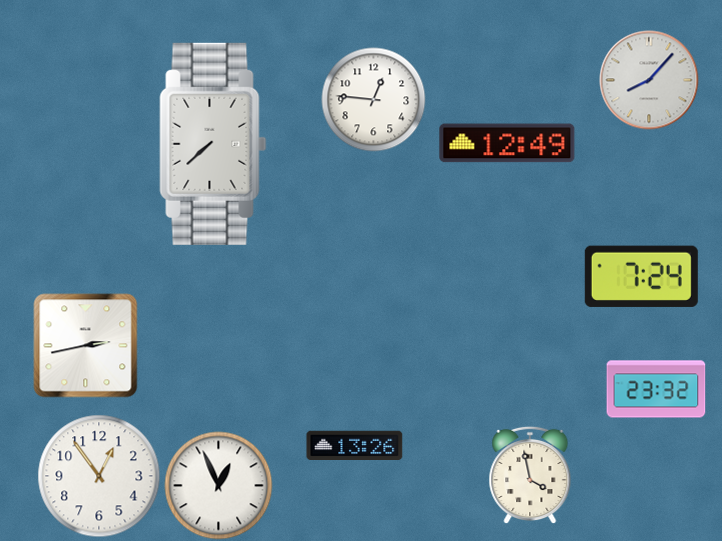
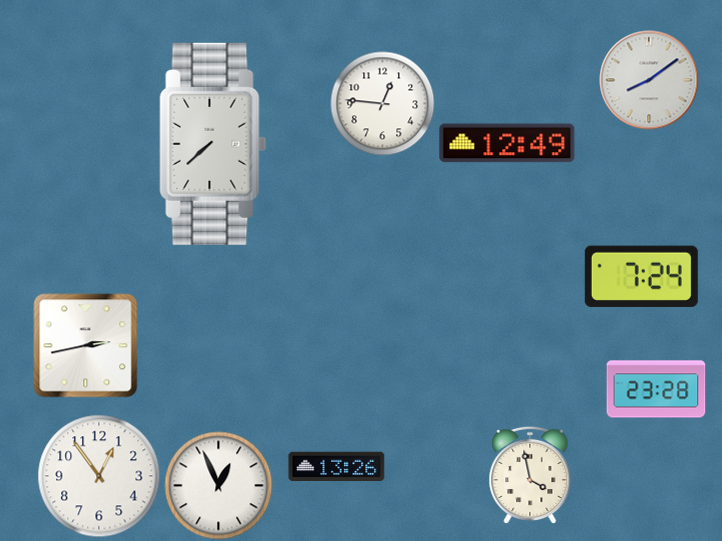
clock at (649, 80): 8:07 -> 8:09
clock at (374, 100) position: (374, 100) -> (383, 104)
clock at (656, 389): 23:32 -> 23:28
clock at (355, 446) position: (355, 446) -> (337, 467)
